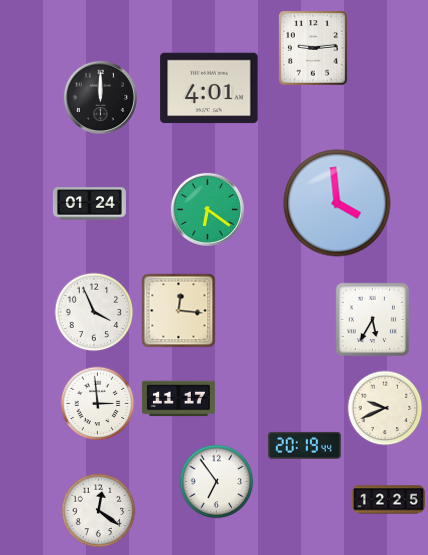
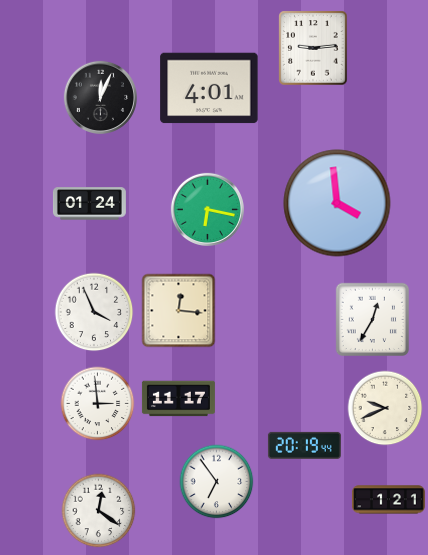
clock at (100, 97): 12:00 -> 12:04
clock at (207, 209): 6:21 -> 6:17
clock at (372, 319): 5:35 -> 12:35
clock at (388, 500): 12:25 -> 1:21
